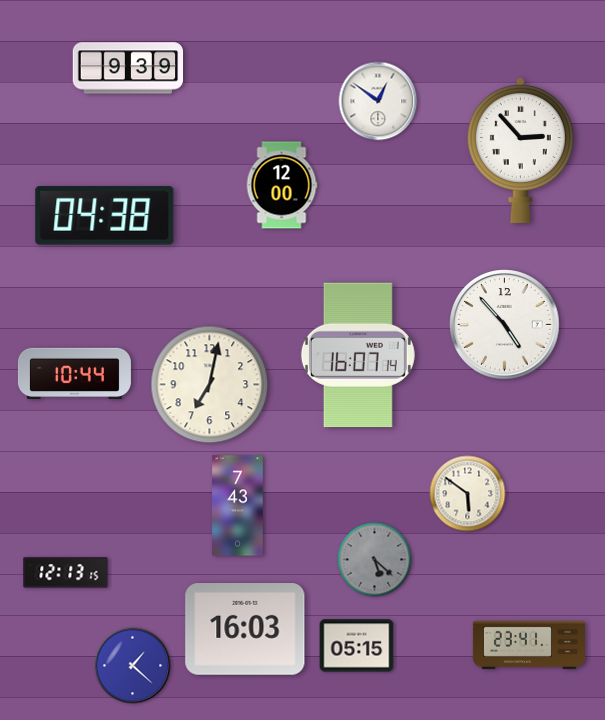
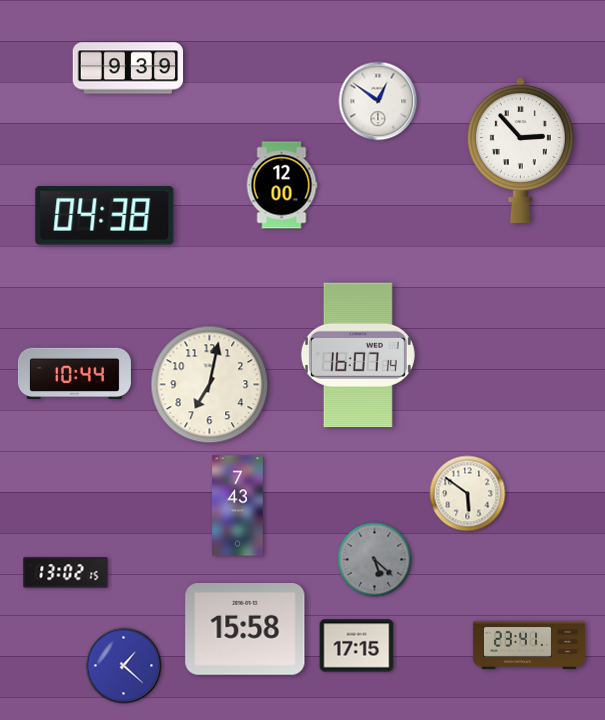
clock at (505, 325): 4:53 -> none
clock at (66, 573): 12:13 -> 13:02
clock at (245, 630): 16:03 -> 15:58
clock at (357, 646): 05:15 -> 17:15
clock at (133, 666) position: (133, 666) -> (124, 666)
